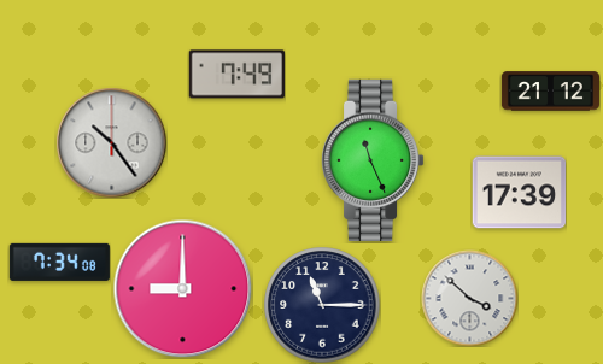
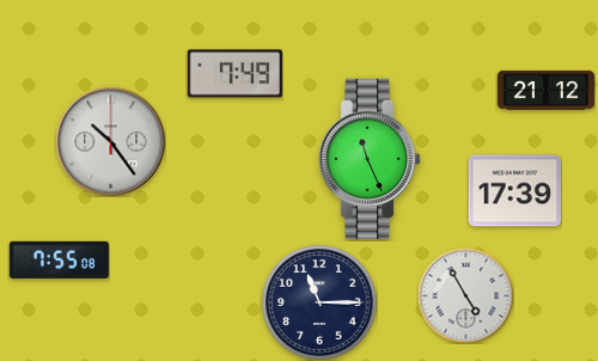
clock at (59, 262): 7:34 -> 7:55
clock at (182, 288): 9:00 -> none
clock at (469, 298): 3:52 -> 4:55
